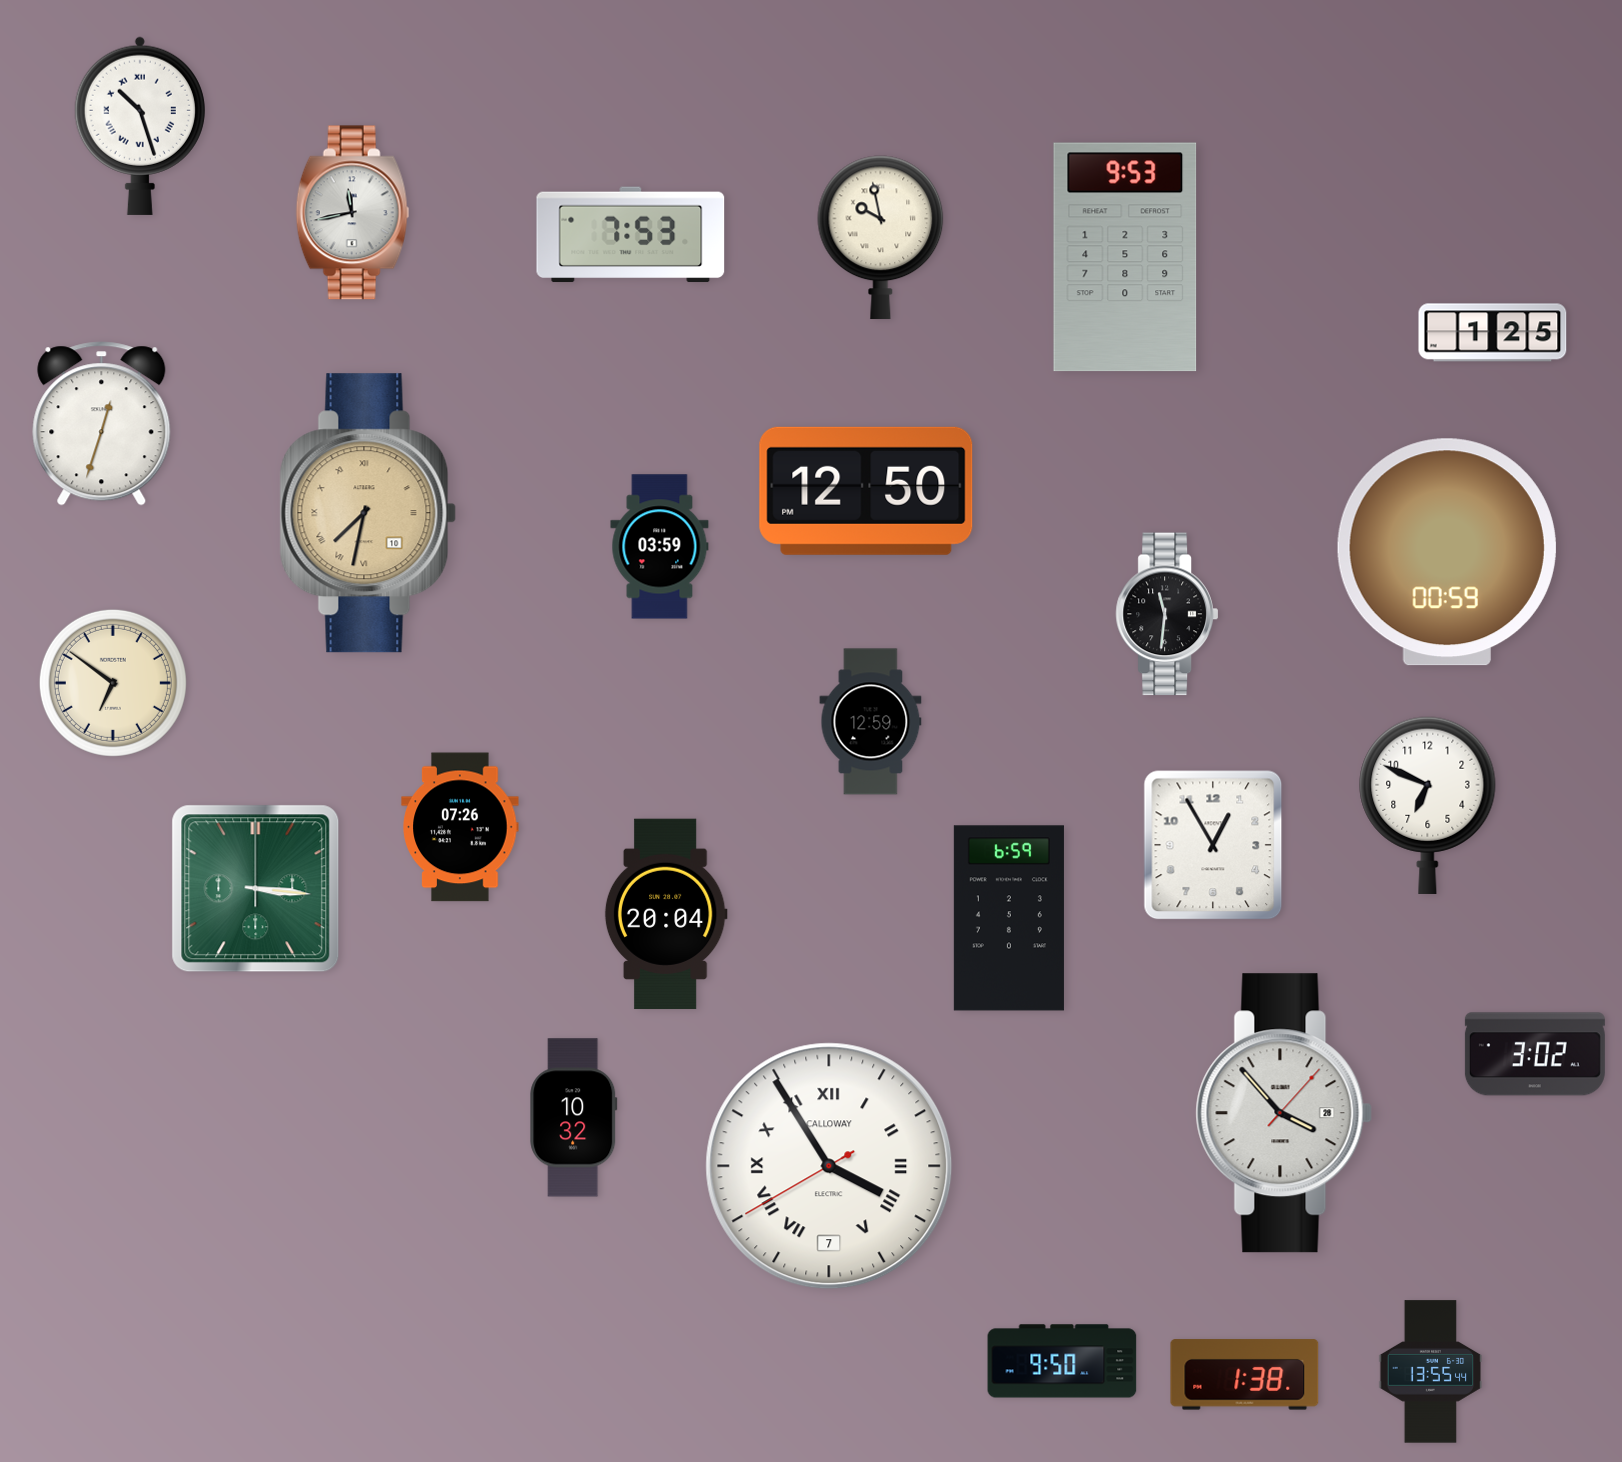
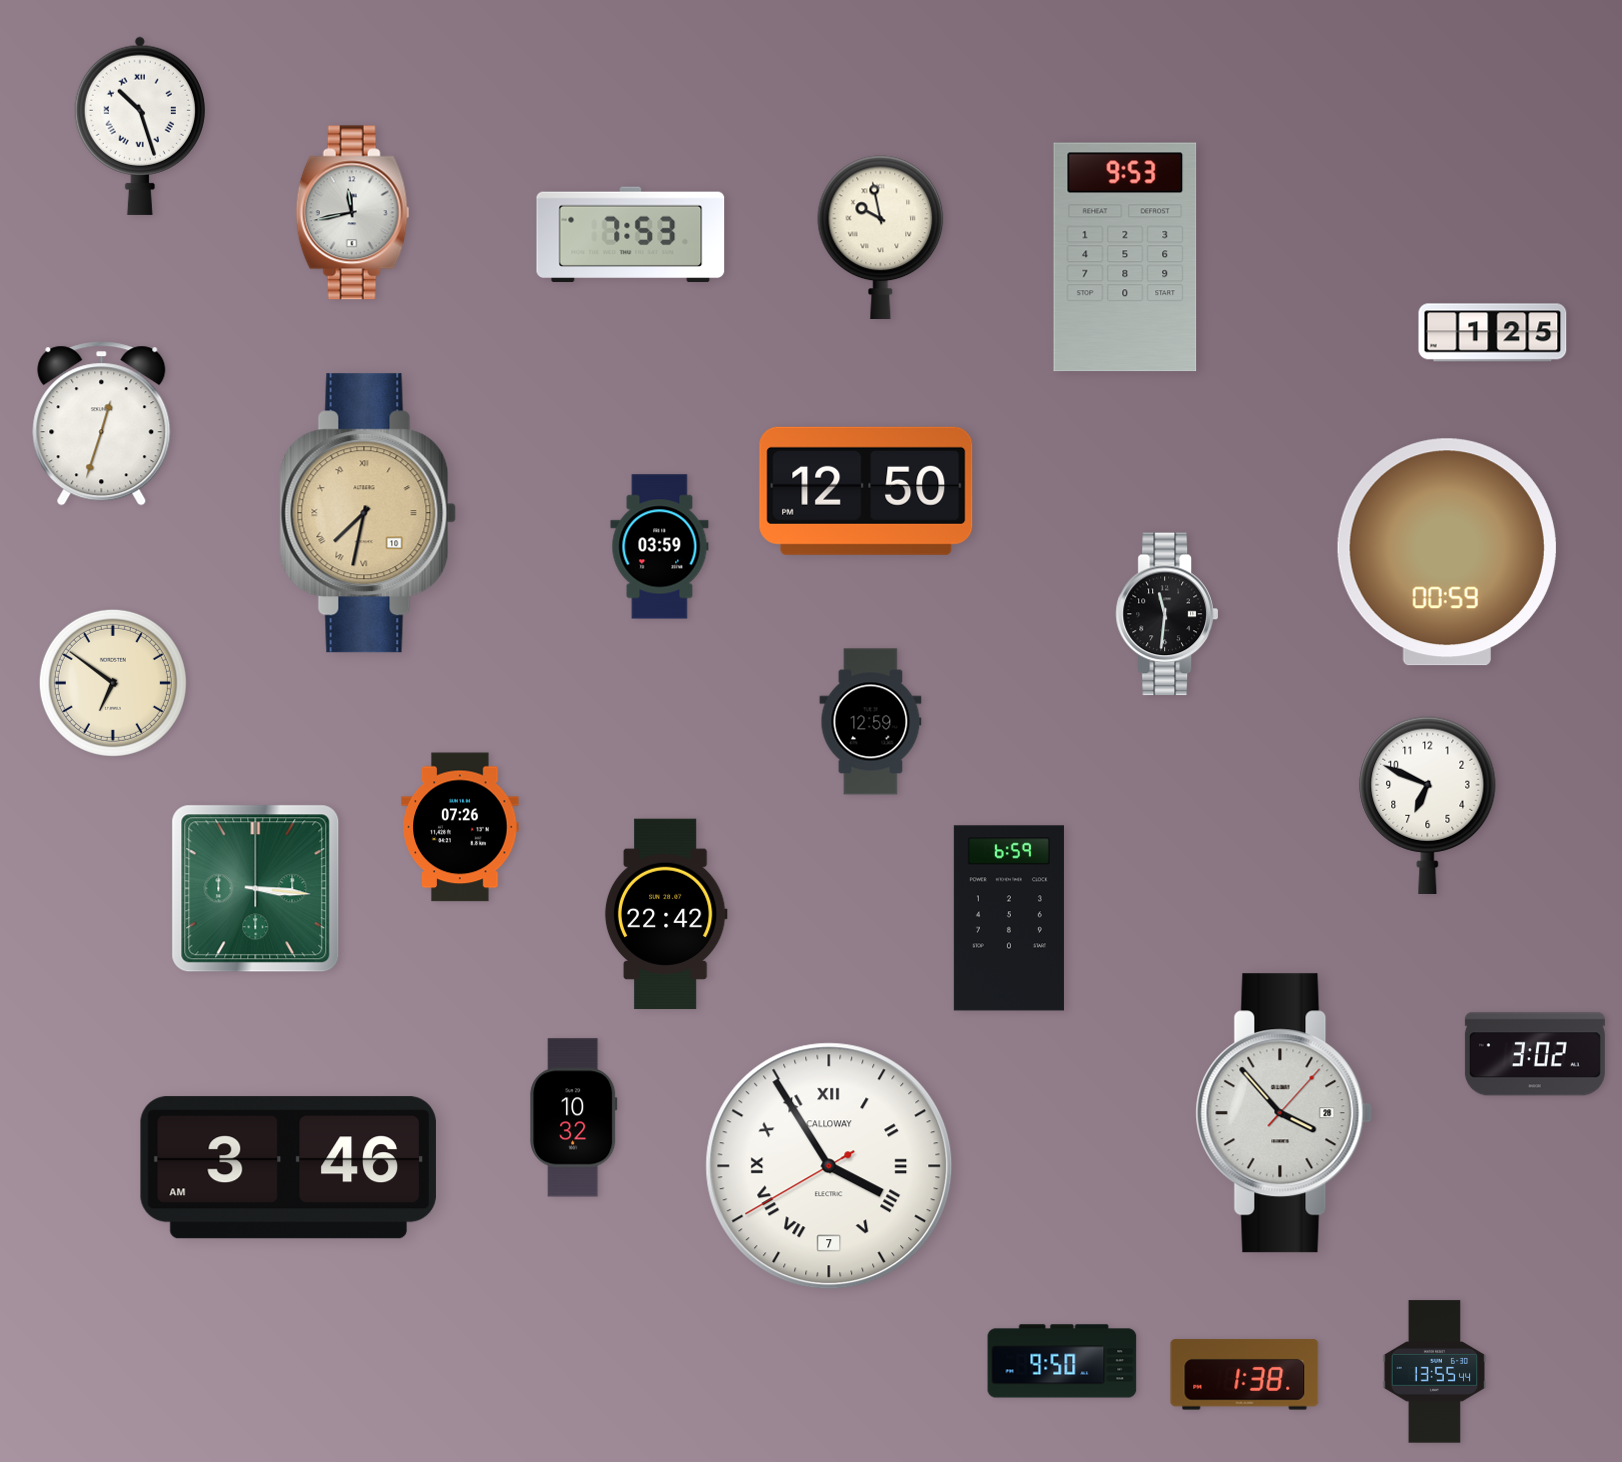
clock at (1213, 845): 12:55 -> none
clock at (666, 914): 20:04 -> 22:42
clock at (288, 1168): none -> 3:46
clock at (1431, 1372) position: (1431, 1372) -> (1435, 1372)
